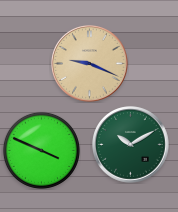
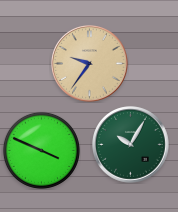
clock at (90, 64): 9:19 -> 9:36
clock at (131, 145): 10:10 -> 10:05
